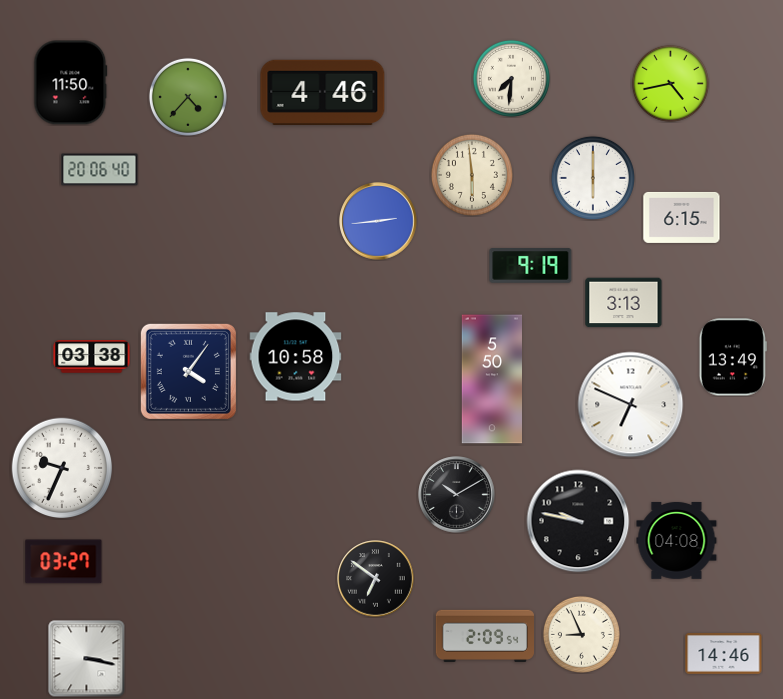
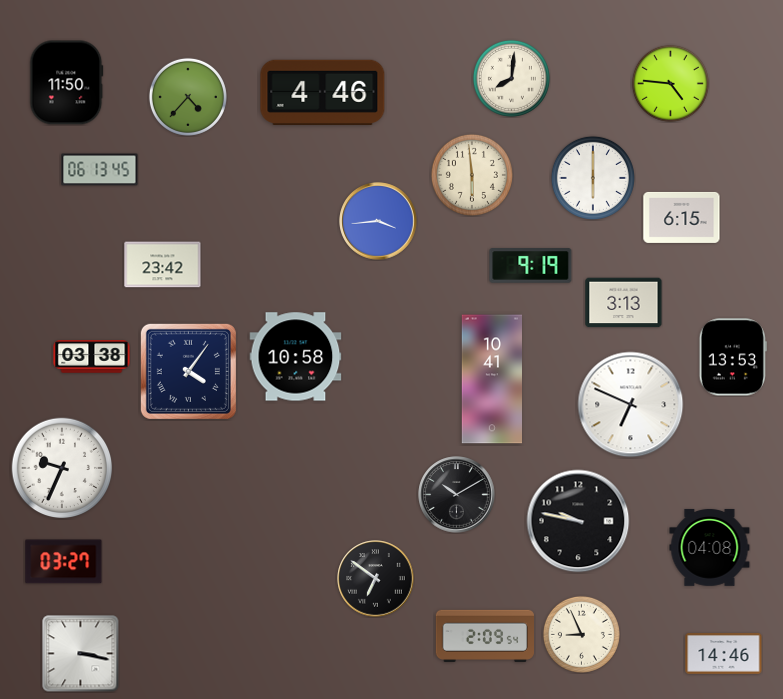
clock at (511, 78): 7:31 -> 8:01
clock at (71, 83) position: (71, 83) -> (67, 83)
clock at (670, 83): 4:43 -> 4:46
clock at (100, 170): 20:06 -> 06:13
clock at (378, 221): 2:44 -> 3:44
clock at (163, 265): none -> 23:42
clock at (733, 357): 13:49 -> 13:53
clock at (492, 379): 5:50 -> 10:41
clock at (677, 540) position: (677, 540) -> (710, 547)
clock at (87, 659) position: (87, 659) -> (81, 654)
